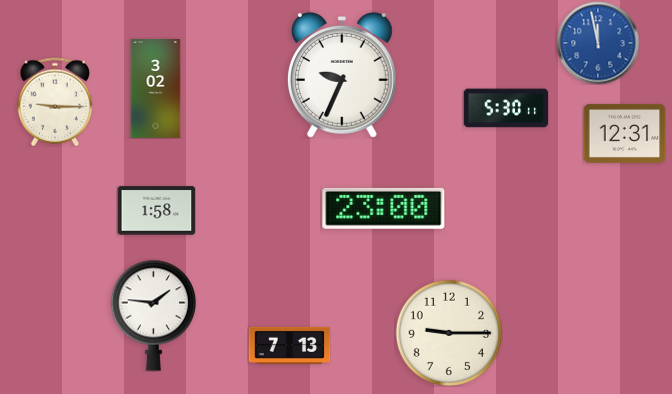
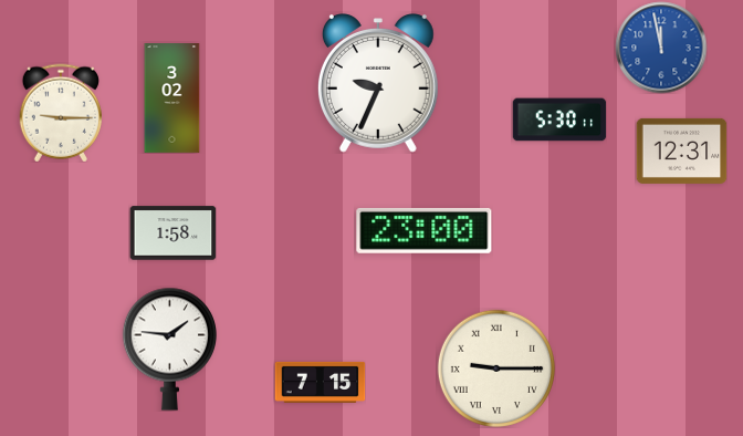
clock at (624, 133) position: (624, 133) -> (681, 150)
clock at (449, 333) numerals: Arabic -> Roman
clock at (289, 345): 7:13 -> 7:15
